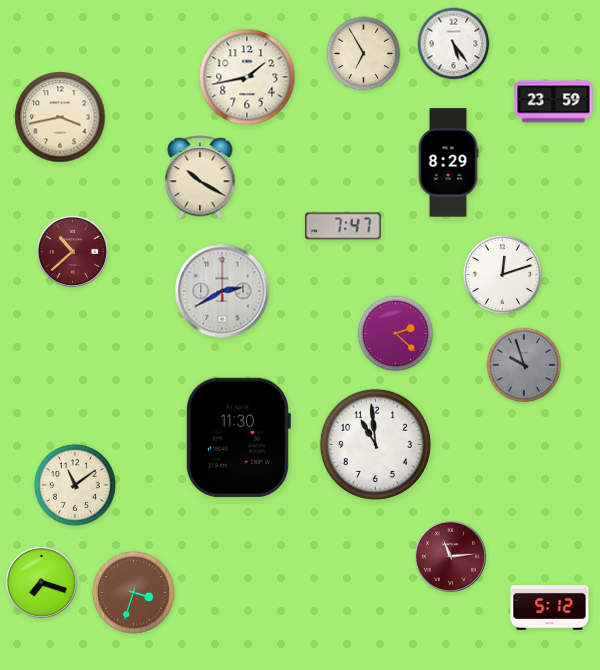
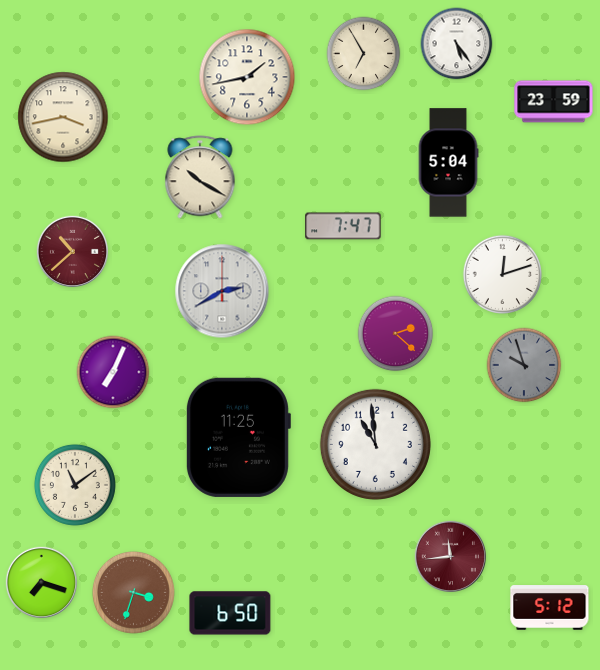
clock at (454, 44) position: (454, 44) -> (457, 44)
clock at (60, 117) position: (60, 117) -> (63, 117)
clock at (448, 163): 8:29 -> 5:04
clock at (113, 372): none -> 7:04
clock at (238, 437): 11:30 -> 11:25
clock at (450, 556): 11:14 -> 11:44
clock at (230, 613): none -> 6:50
